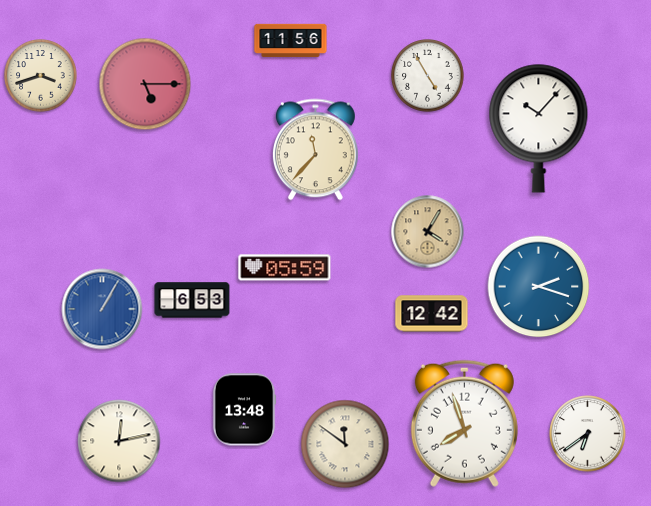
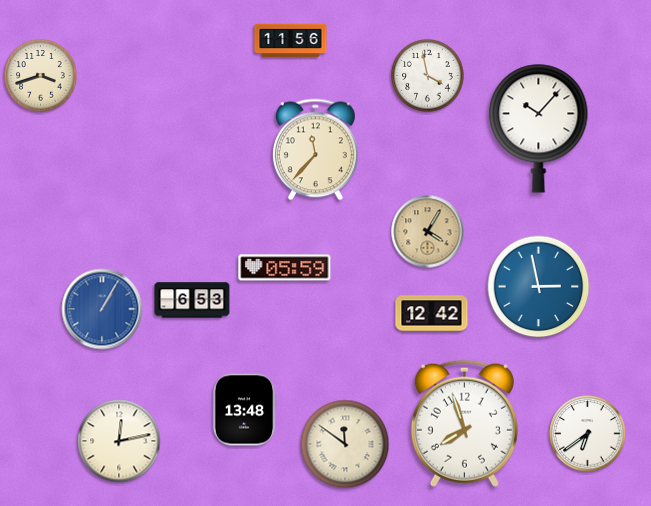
clock at (428, 76): 4:55 -> 3:58
clock at (145, 84): 5:15 -> none
clock at (539, 287): 2:18 -> 2:58
